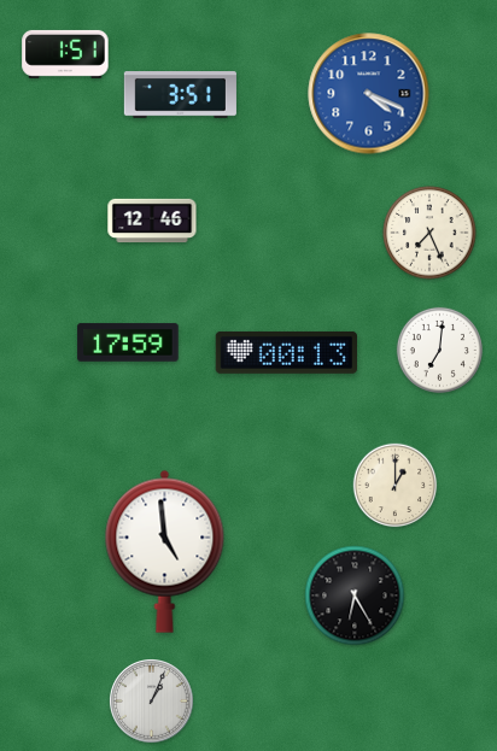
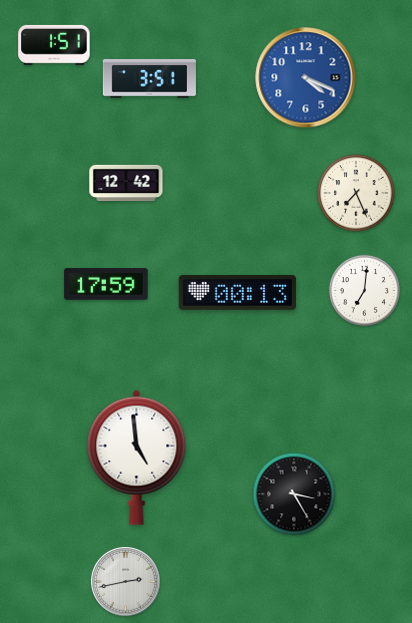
clock at (152, 221): 12:46 -> 12:42
clock at (396, 486): 1:00 -> none
clock at (355, 595): 6:25 -> 3:25
clock at (152, 702): 1:04 -> 2:43
